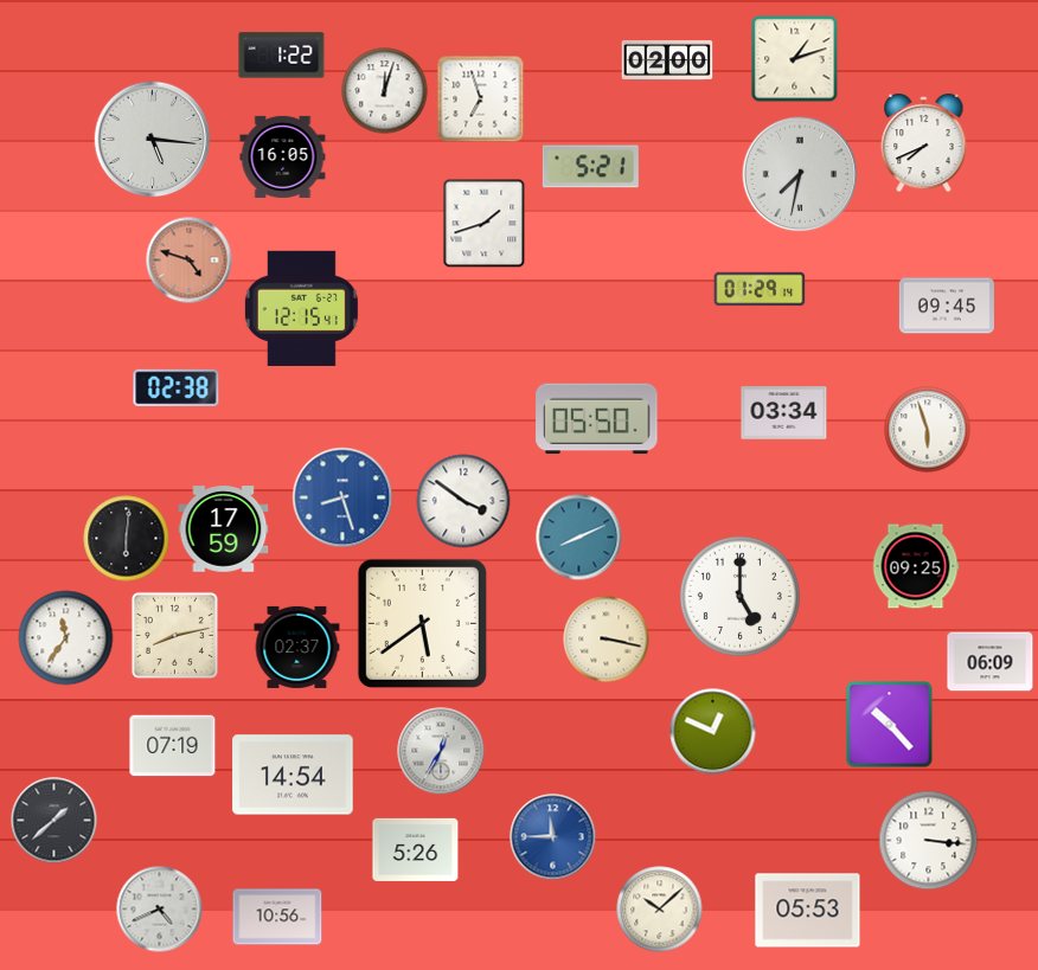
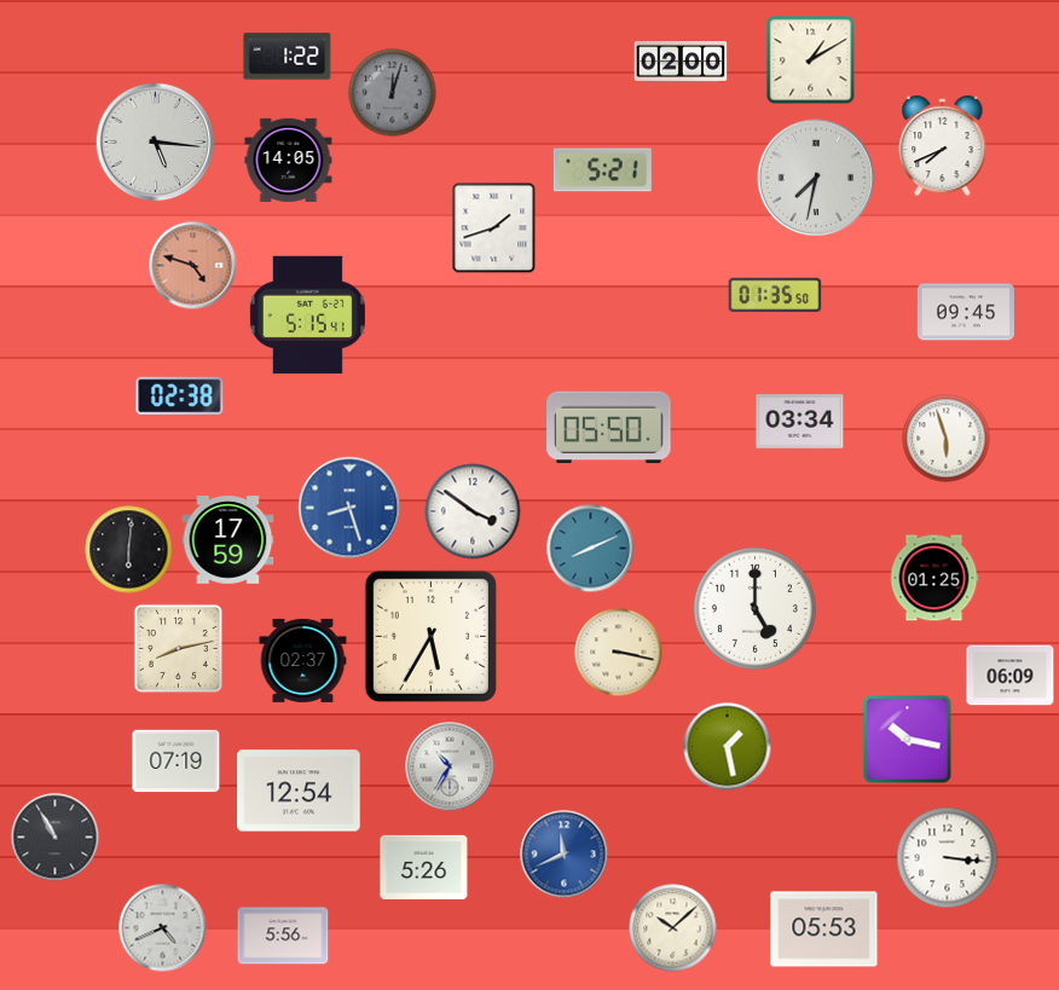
clock at (795, 59): 1:12 -> 1:10
clock at (385, 91) dial: white -> grey
clock at (481, 99): 6:57 -> none
clock at (283, 156): 16:05 -> 14:05
clock at (760, 289): 01:29 -> 01:35
clock at (301, 308): 12:15 -> 5:15
clock at (916, 566): 09:25 -> 01:25
clock at (422, 623): 5:39 -> 5:35
clock at (66, 638): 11:36 -> none
clock at (890, 725): 10:23 -> 10:17
clock at (713, 732): 12:49 -> 1:28
clock at (441, 751): 12:35 -> 10:35
clock at (293, 775): 14:54 -> 12:54
clock at (55, 821): 1:38 -> 10:55
clock at (553, 837): 11:45 -> 11:41
clock at (277, 917): 10:56 -> 5:56
